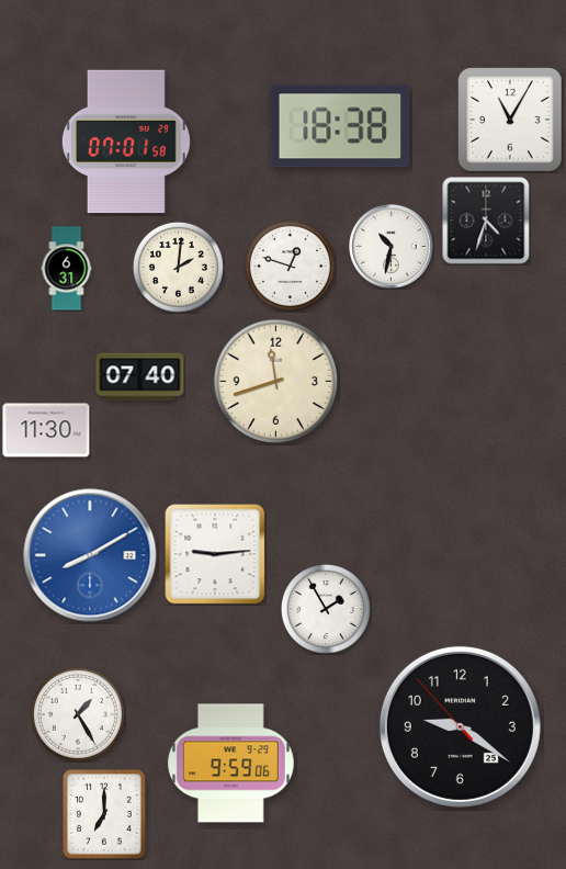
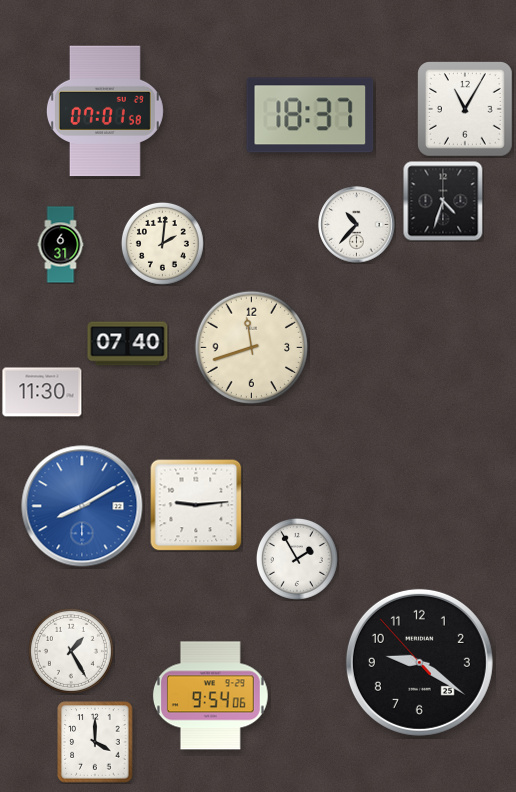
clock at (340, 126): 18:38 -> 18:37
clock at (126, 142) position: (126, 142) -> (105, 111)
clock at (392, 247): 10:32 -> 10:37
clock at (290, 266): 12:48 -> none
clock at (326, 609) position: (326, 609) -> (297, 559)
clock at (230, 764): 9:59 -> 9:54
clock at (104, 814): 7:00 -> 4:00
